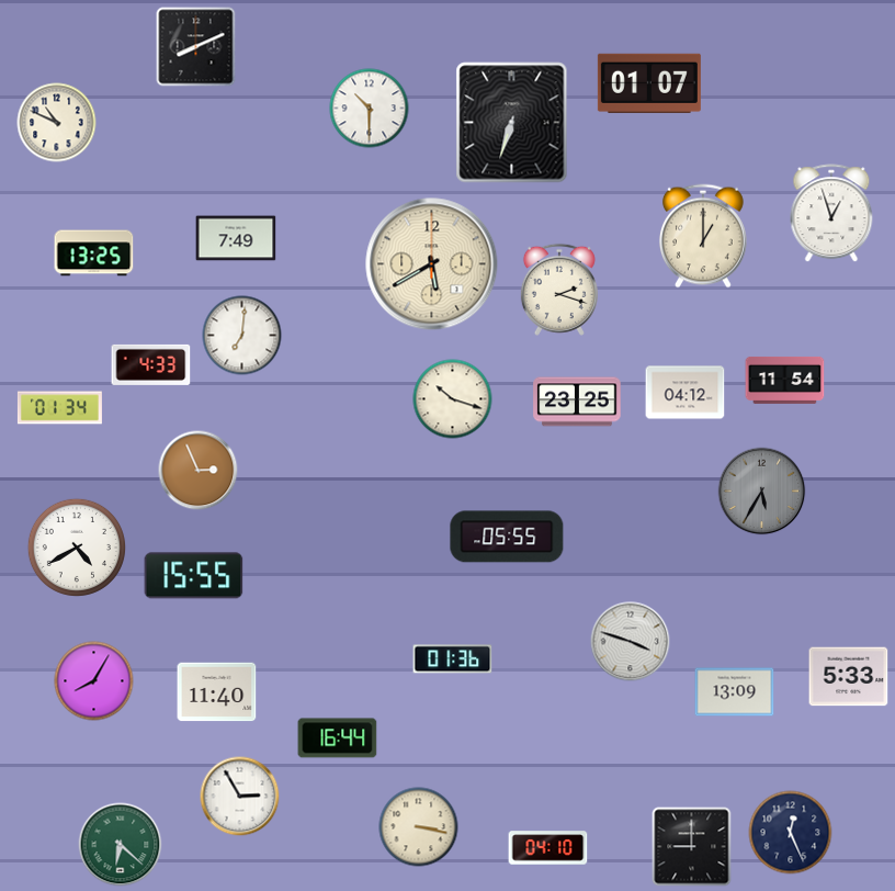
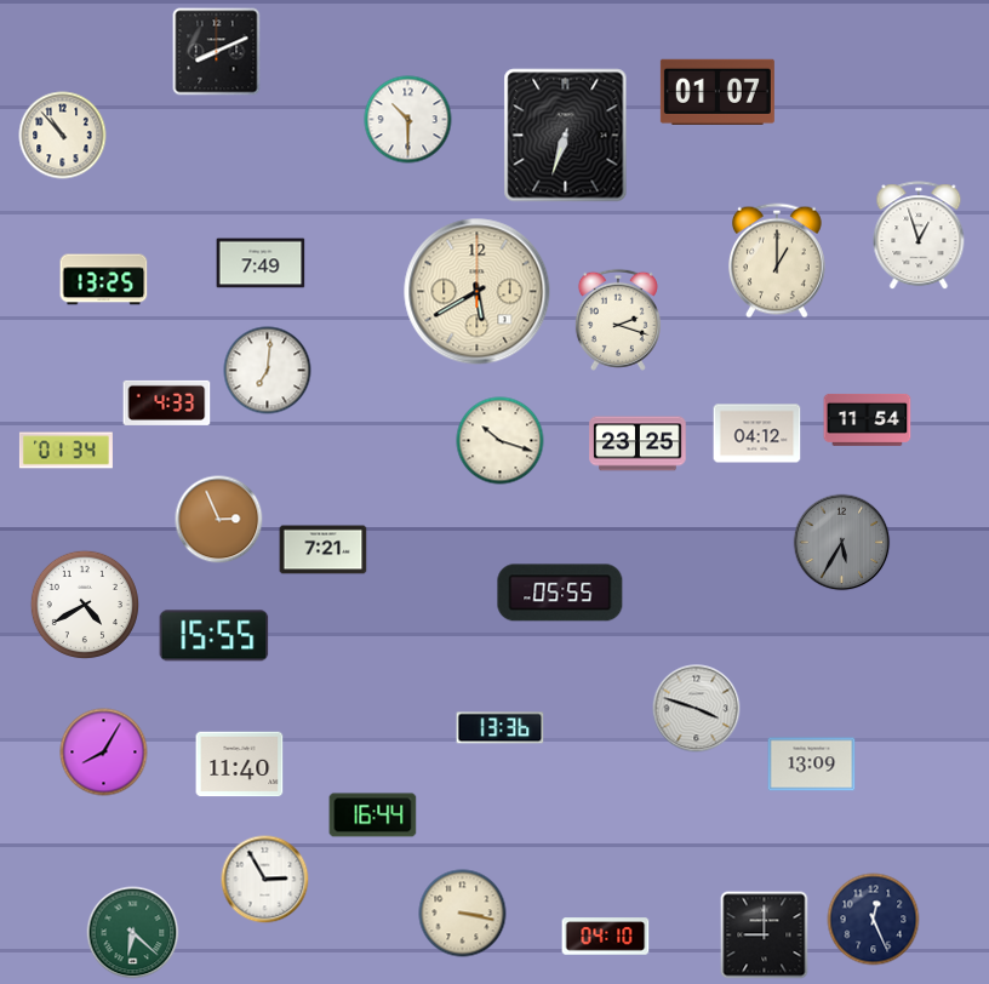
clock at (57, 123): 10:49 -> 10:53
clock at (324, 550): none -> 7:21
clock at (453, 659): 01:36 -> 13:36
clock at (849, 677): 5:33 -> none
